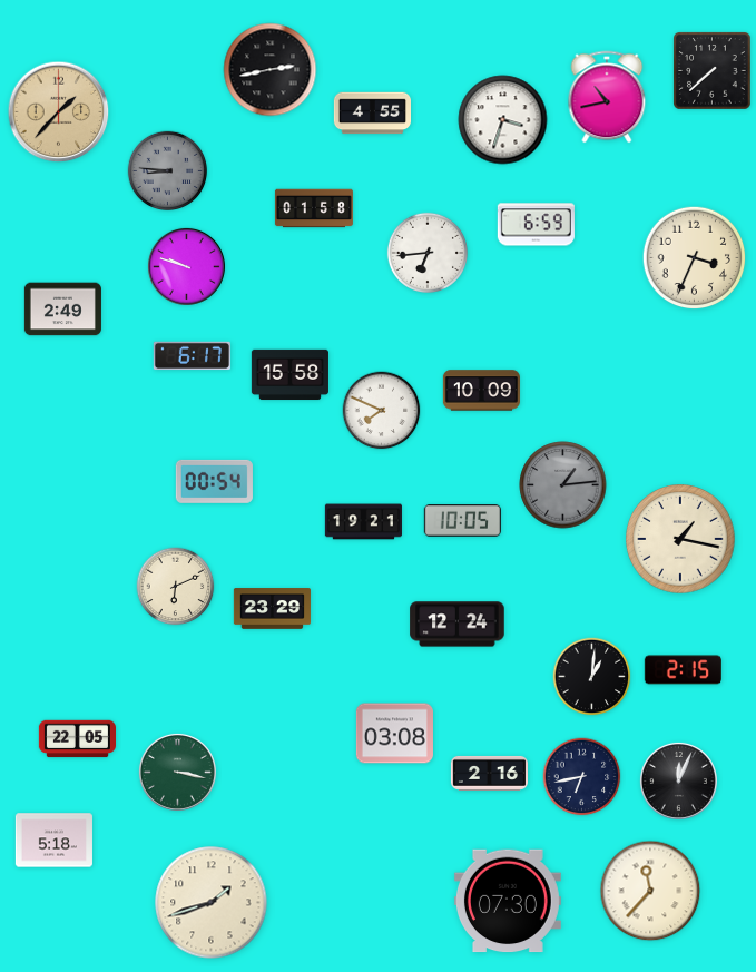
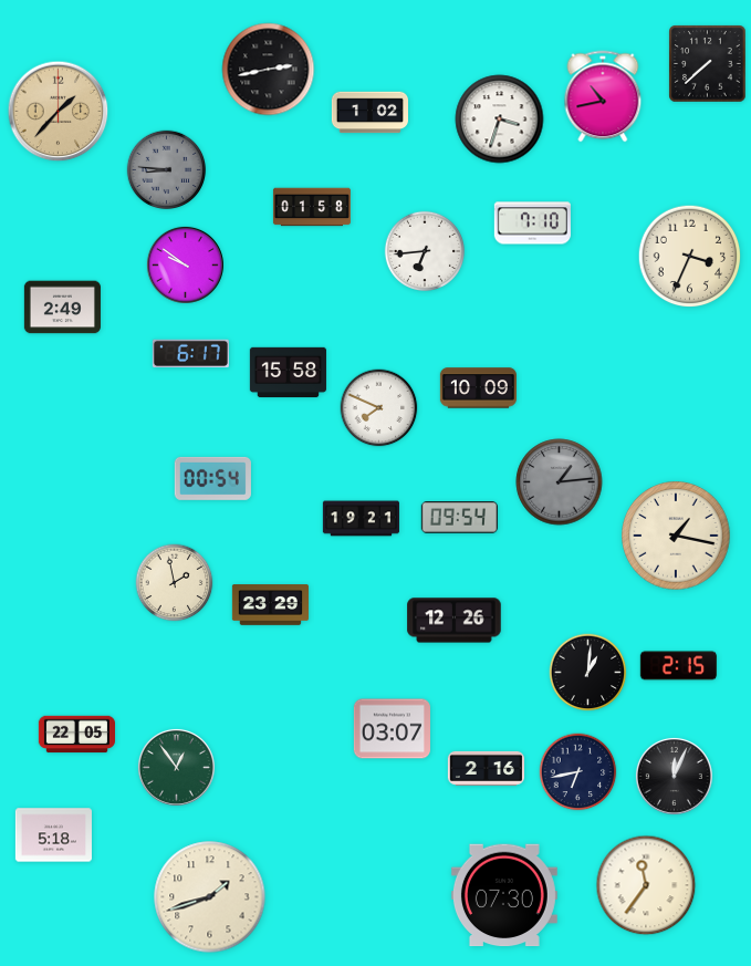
clock at (713, 71) position: (713, 71) -> (708, 64)
clock at (372, 114): 4:55 -> 1:02
clock at (536, 225): 6:59 -> 7:10
clock at (186, 266): 9:48 -> 9:51
clock at (462, 521): 10:05 -> 09:54
clock at (176, 587): 6:11 -> 1:58
clock at (458, 625): 12:24 -> 12:26
clock at (394, 734): 03:08 -> 03:07
clock at (177, 772): 3:17 -> 12:54
clock at (650, 891): 11:37 -> 11:36
